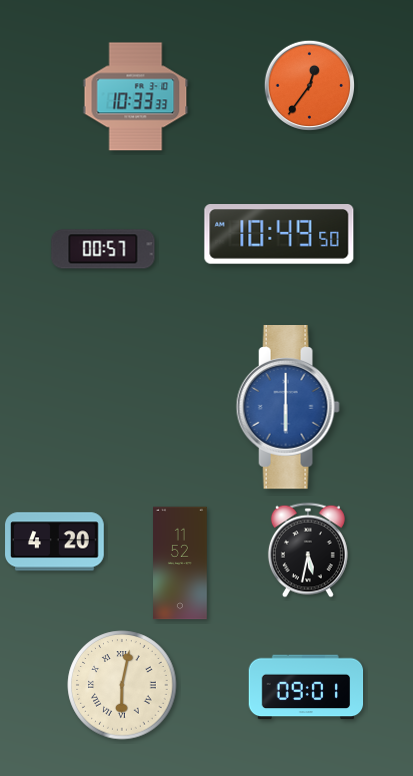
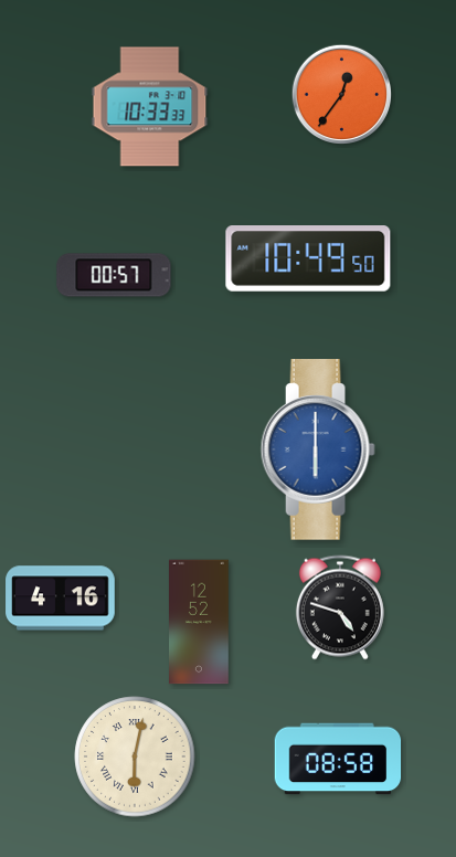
clock at (55, 542): 4:20 -> 4:16
clock at (308, 550): 5:32 -> 4:48
clock at (181, 563): 11:52 -> 12:52
clock at (306, 687): 09:01 -> 08:58
